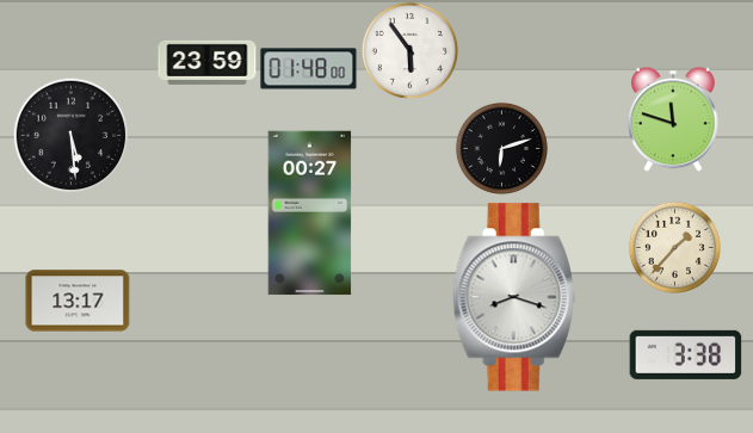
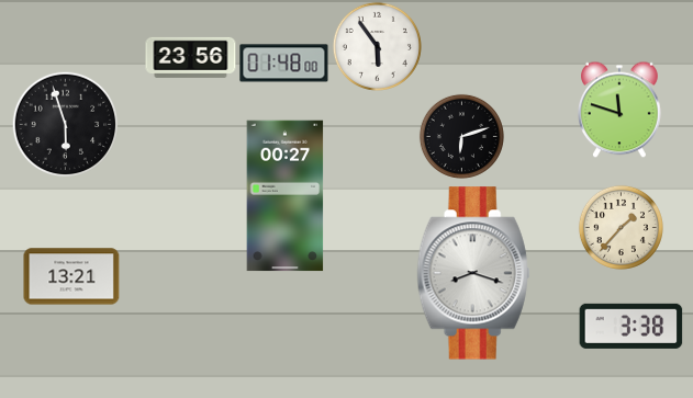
clock at (208, 62): 23:59 -> 23:56
clock at (70, 135): 5:29 -> 5:57
clock at (78, 301): 13:17 -> 13:21
